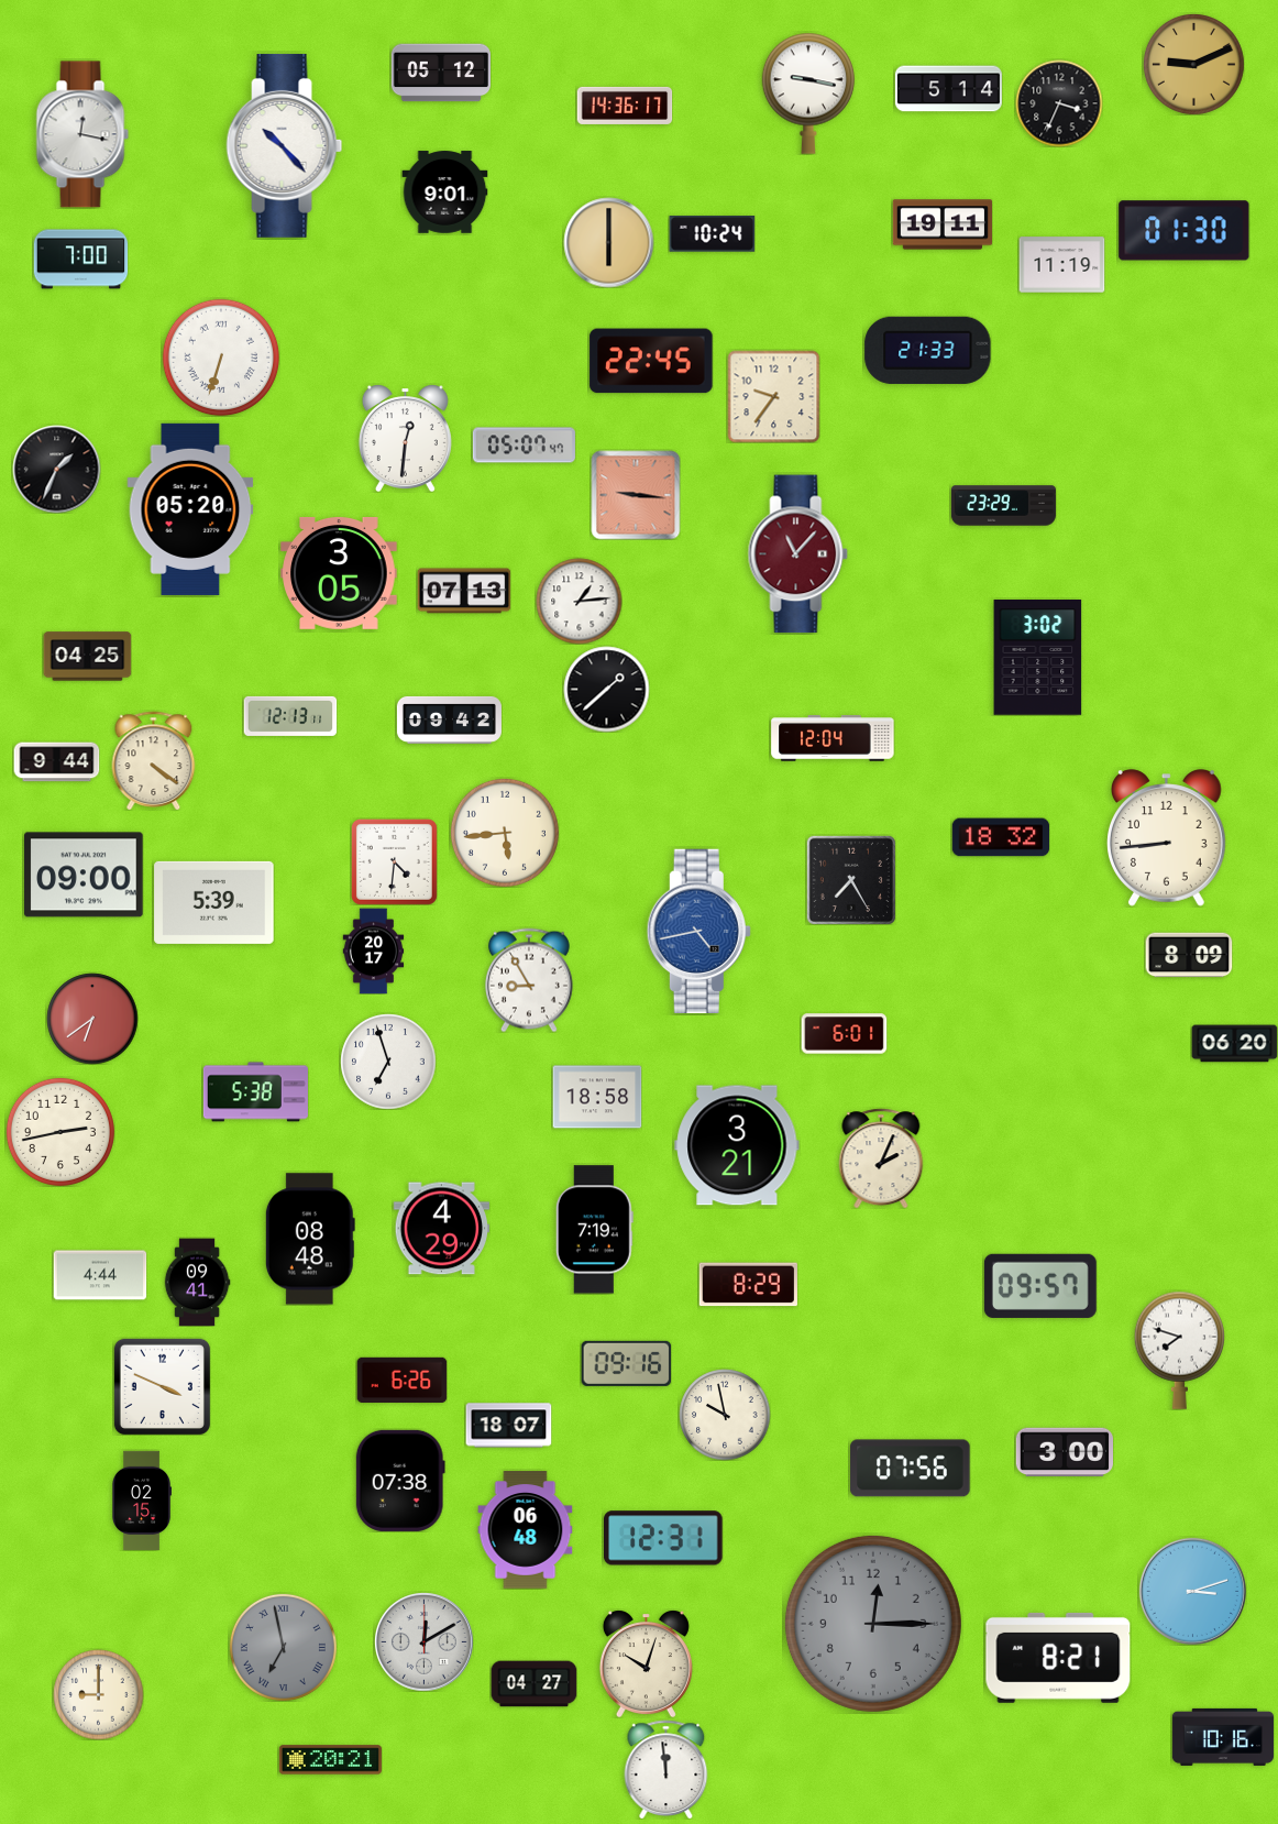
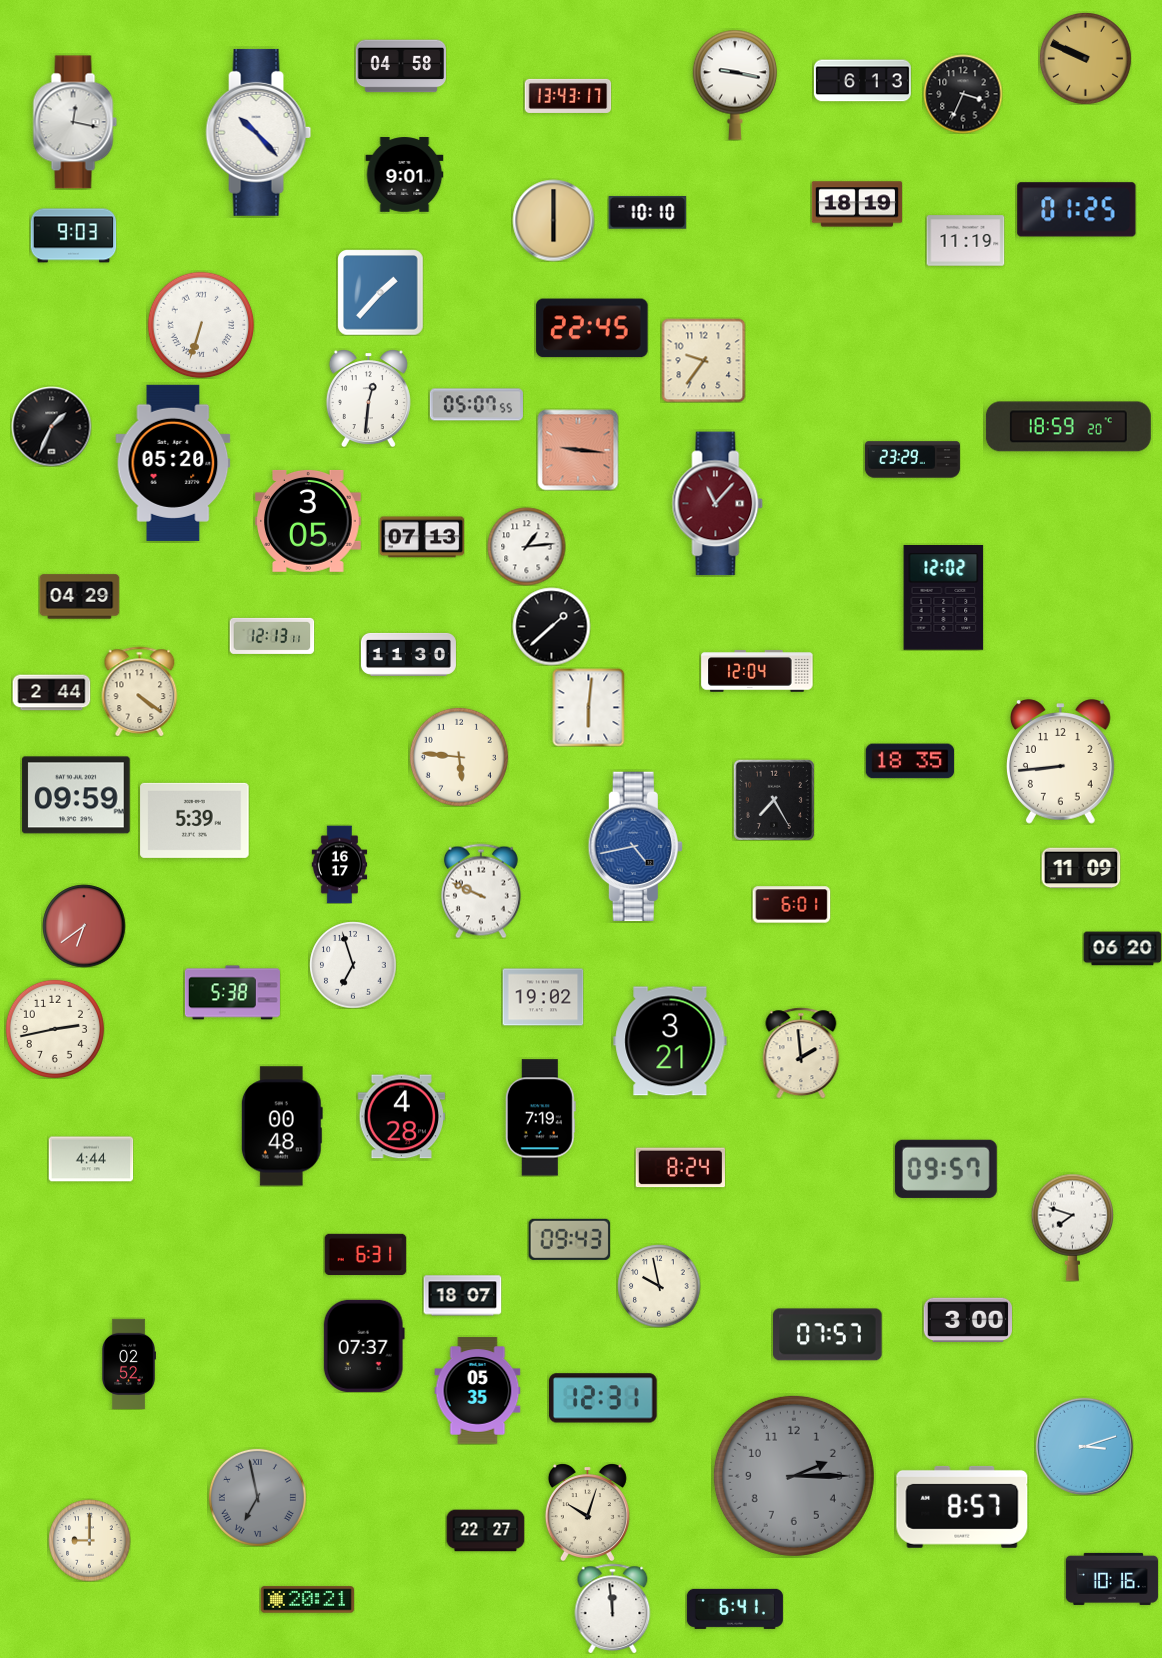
clock at (1193, 64): 9:11 -> 9:49
clock at (440, 73): 05:12 -> 04:58
clock at (948, 89): 5:14 -> 6:13
clock at (625, 106): 14:36 -> 13:43
clock at (943, 224): 19:11 -> 18:19
clock at (1185, 231): 01:30 -> 01:25
clock at (712, 234): 10:24 -> 10:10
clock at (80, 260): 7:00 -> 9:03
clock at (380, 292): none -> 1:37
clock at (928, 350): 21:33 -> none
clock at (524, 446): 05:07:47 -> 05:07:55
clock at (1068, 427): none -> 18:59
clock at (798, 554) position: (798, 554) -> (718, 504)
clock at (87, 657): 04:25 -> 04:29
clock at (1038, 658): 3:02 -> 12:02
clock at (290, 716) position: (290, 716) -> (272, 636)
clock at (449, 719): 09:42 -> 11:30
clock at (56, 762): 9:44 -> 2:44
clock at (589, 707): none -> 6:01
clock at (505, 833): 5:44 -> 5:46
clock at (1001, 837): 18:32 -> 18:35
clock at (394, 861): 4:31 -> none
clock at (84, 875): 09:00 -> 09:59
clock at (374, 951): 20:17 -> 16:17
clock at (1189, 955): 8:09 -> 11:09
clock at (529, 980): 8:55 -> 9:49
clock at (844, 1034) position: (844, 1034) -> (791, 905)
clock at (597, 1097): 18:58 -> 19:02
clock at (881, 1158): 2:04 -> 1:59
clock at (441, 1229): 4:29 -> 4:28
clock at (310, 1239): 08:48 -> 00:48
clock at (197, 1282): 09:41 -> none
clock at (748, 1285): 8:29 -> 8:24
clock at (626, 1363): 09:16 -> 09:43
clock at (401, 1380): 6:26 -> 6:31
clock at (162, 1386): 3:49 -> none
clock at (911, 1469): 07:56 -> 07:57
clock at (400, 1481): 07:38 -> 07:37
clock at (142, 1501): 02:15 -> 02:52
clock at (526, 1530): 06:48 -> 05:35
clock at (873, 1624): 12:15 -> 2:15
clock at (425, 1642): 12:10 -> none
clock at (1058, 1658): 8:21 -> 8:57
clock at (533, 1684): 04:27 -> 22:27
clock at (330, 1760) position: (330, 1760) -> (307, 1600)
clock at (666, 1769) position: (666, 1769) -> (613, 1608)
clock at (735, 1609): none -> 6:41
